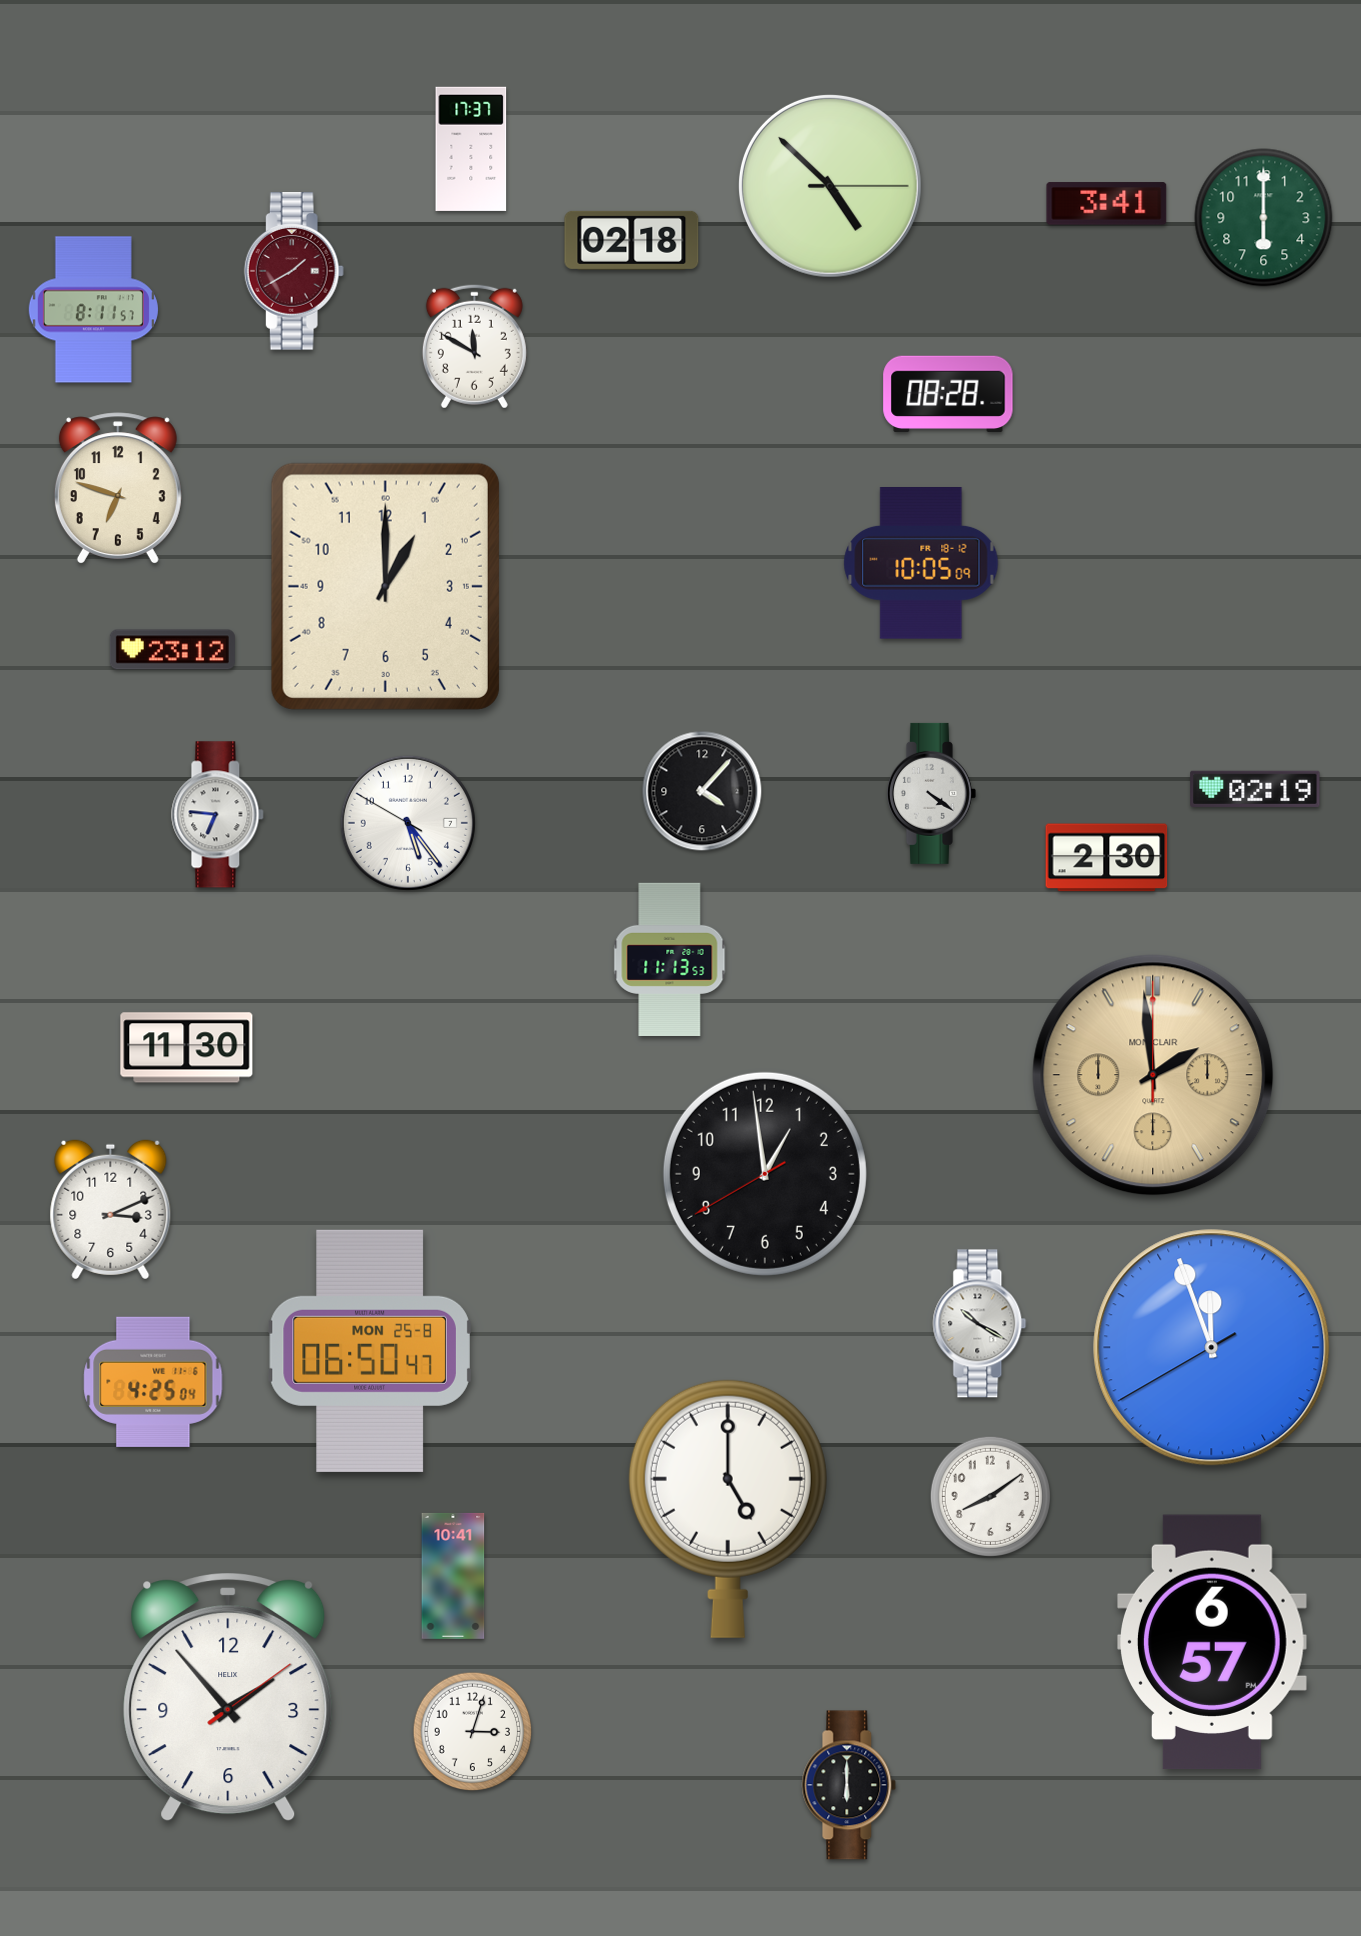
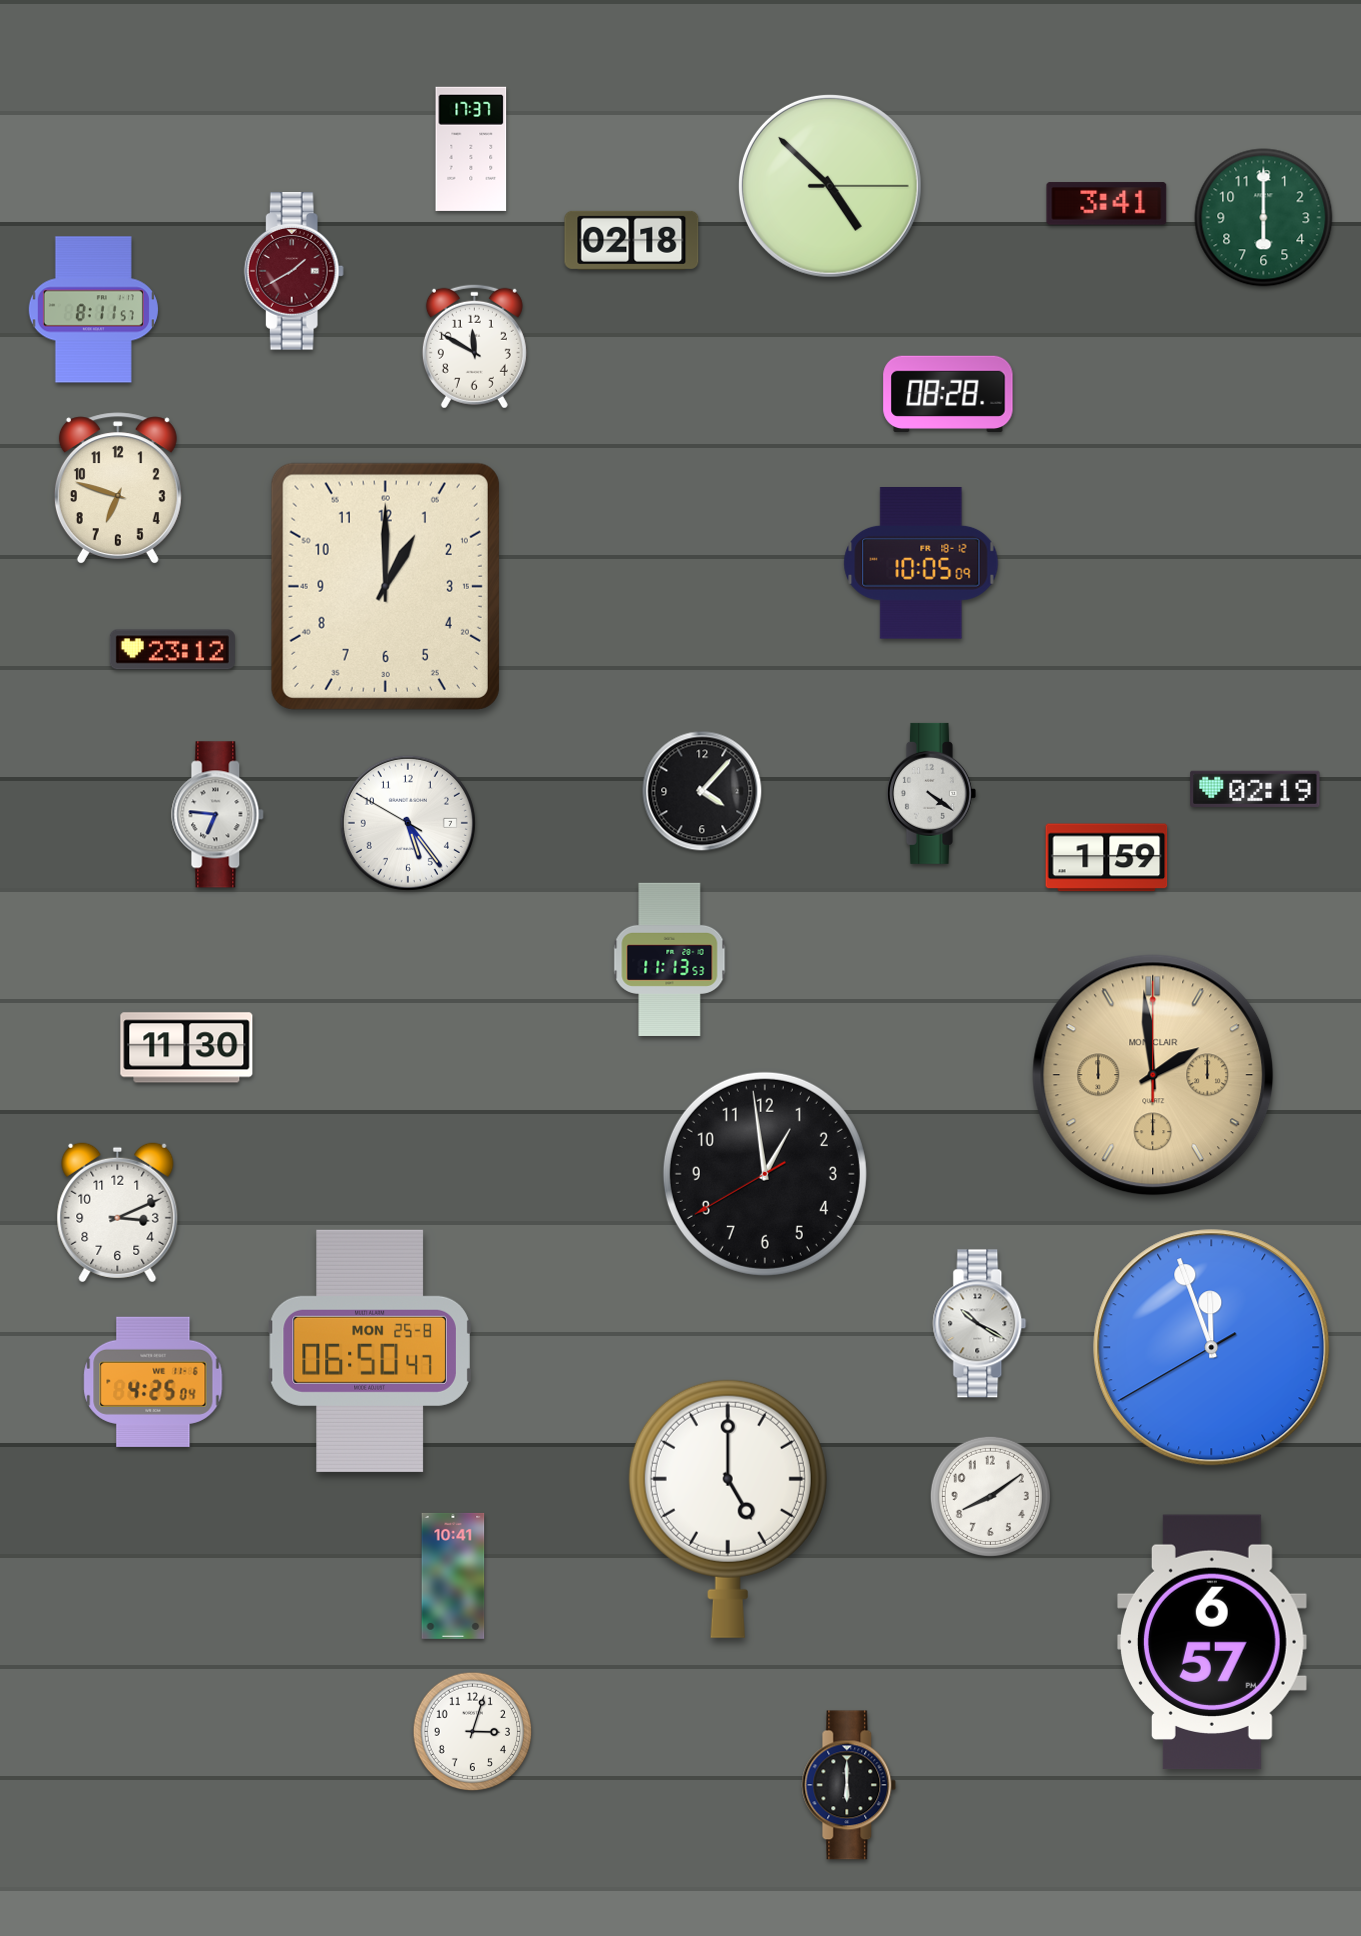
clock at (1107, 858): 2:30 -> 1:59
clock at (111, 1210) position: (111, 1210) -> (118, 1213)
clock at (228, 1698): 1:53 -> none
